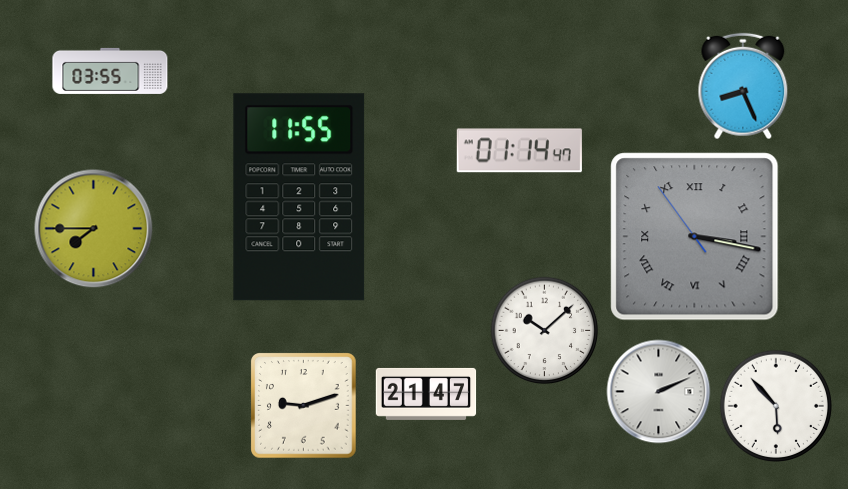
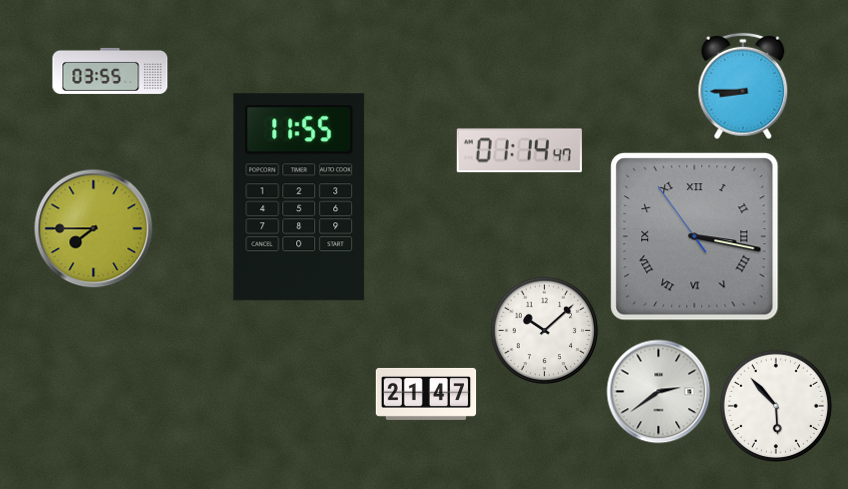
clock at (743, 86): 8:26 -> 8:45
clock at (659, 392): 2:11 -> 2:39
clock at (304, 406): 9:12 -> none
